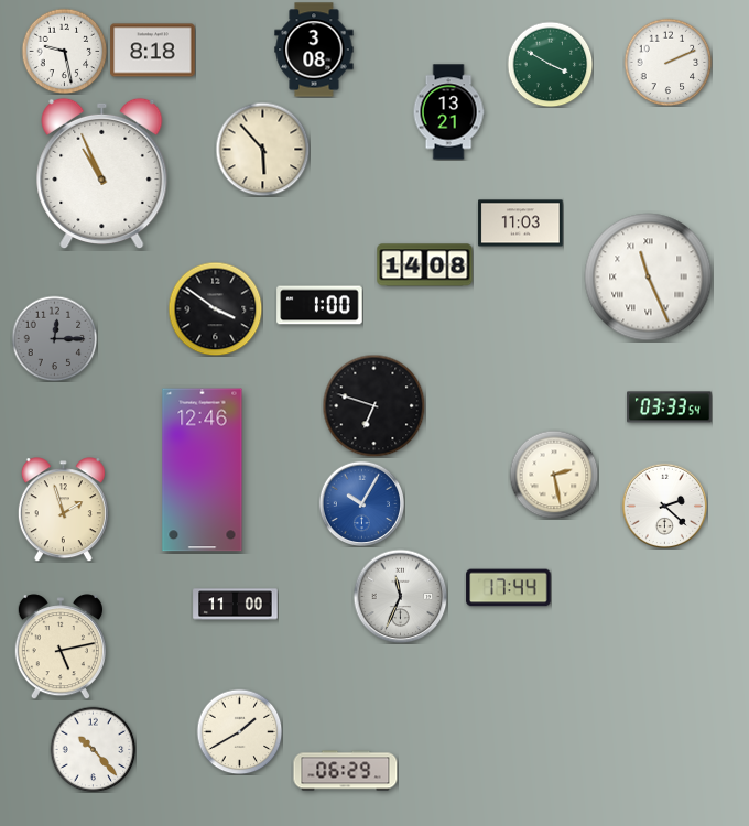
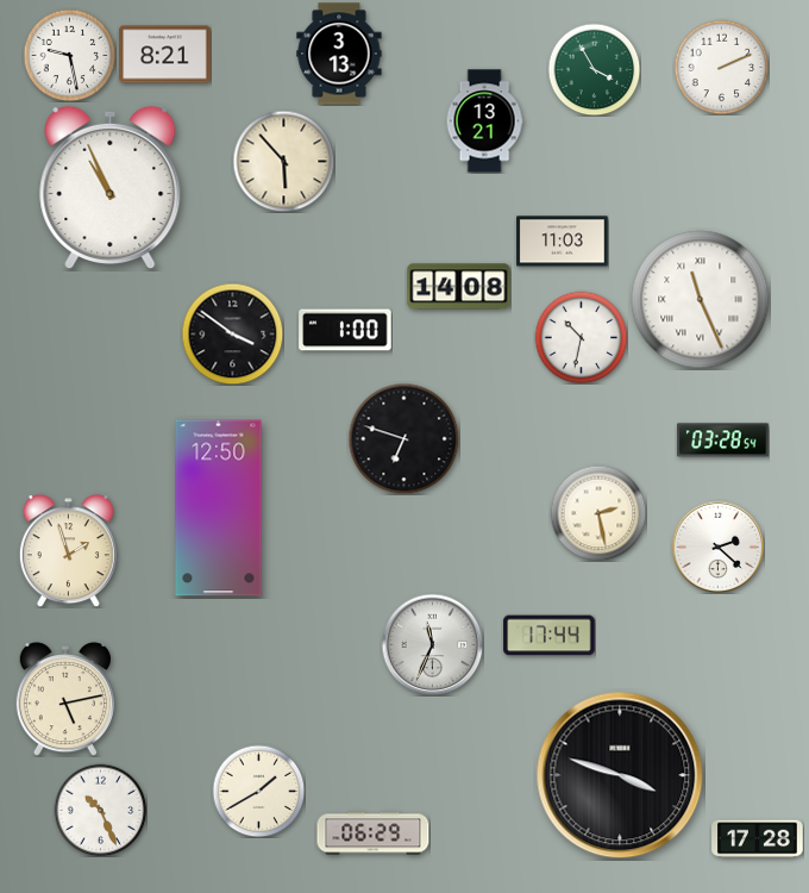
clock at (314, 50): 3:08 -> 3:13
clock at (153, 51): 8:18 -> 8:21
clock at (550, 64): 3:50 -> 3:55
clock at (581, 337): none -> 10:32
clock at (54, 338): 12:15 -> none
clock at (670, 407): 03:33 -> 03:28
clock at (203, 470): 12:46 -> 12:50
clock at (361, 503): 10:05 -> none
clock at (236, 605): 11:00 -> none
clock at (620, 775): none -> 3:48
clock at (93, 749): 10:23 -> 10:26
clock at (758, 839): none -> 17:28
